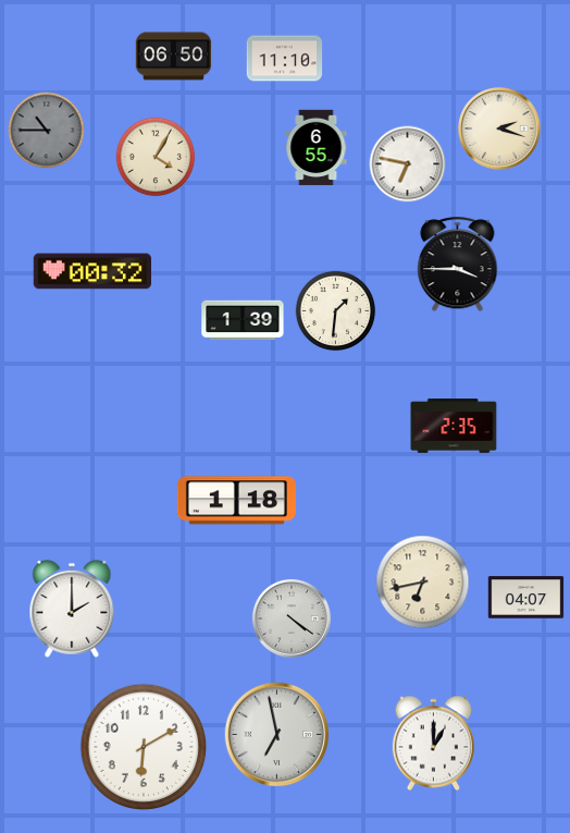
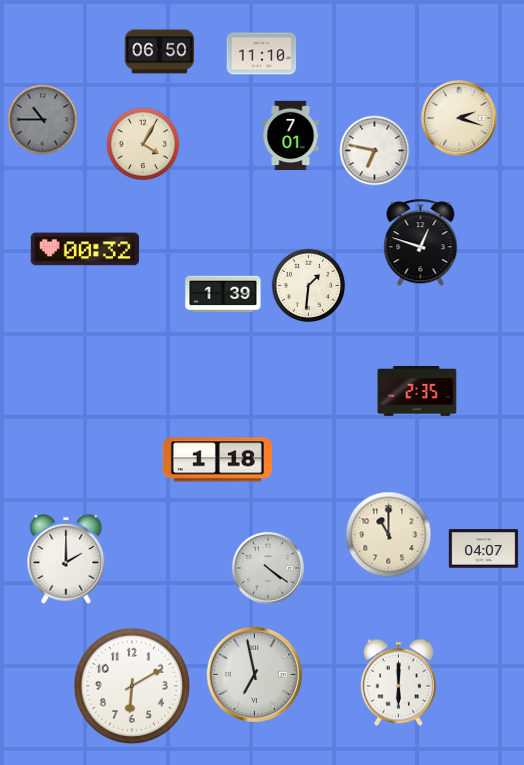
clock at (317, 148): 6:55 -> 7:01
clock at (458, 265): 3:45 -> 12:48
clock at (423, 583): 6:43 -> 11:00
clock at (433, 744): 1:00 -> 6:00
